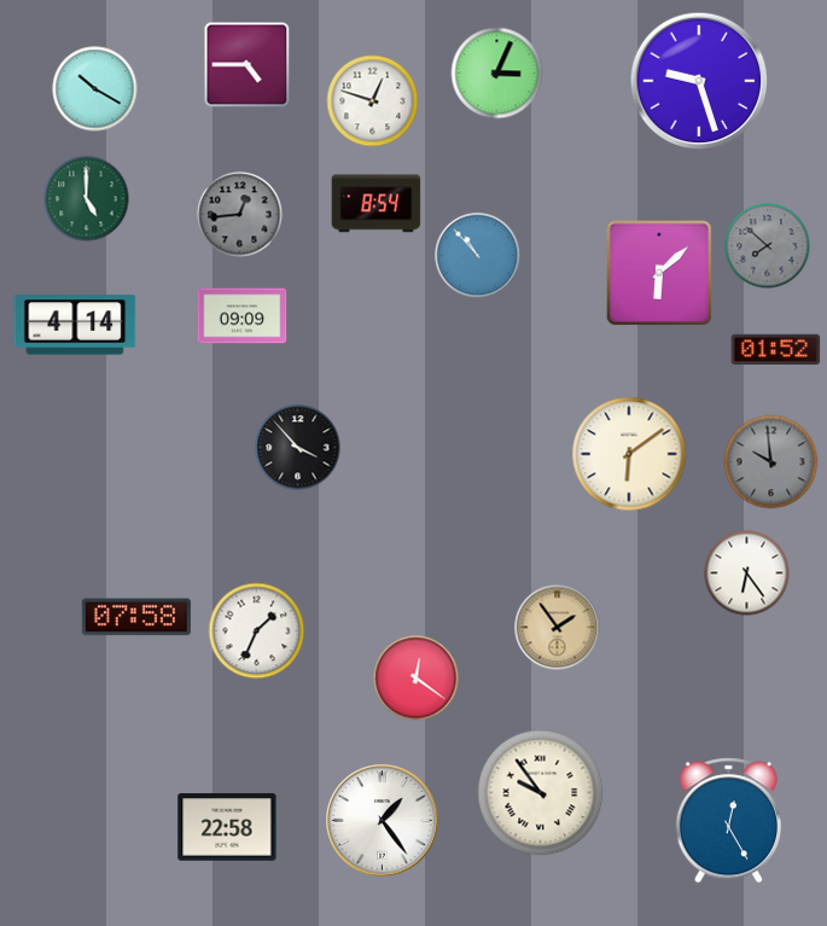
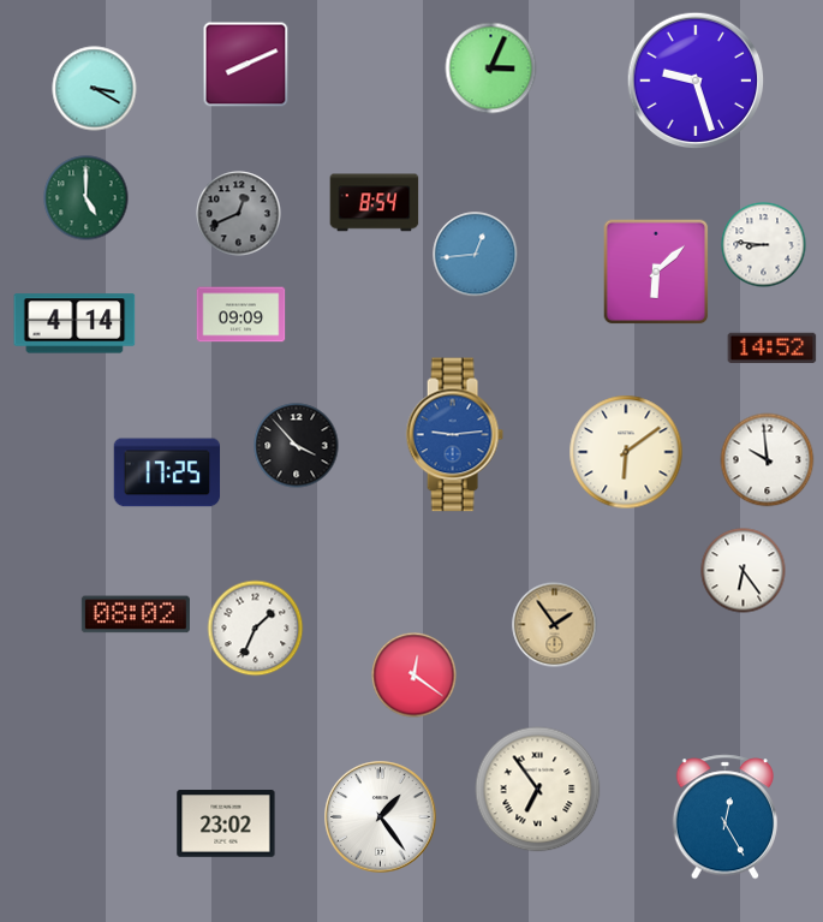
clock at (247, 65): 4:45 -> 8:11
clock at (497, 74) position: (497, 74) -> (491, 69)
clock at (95, 89): 10:20 -> 3:20
clock at (373, 101): 12:48 -> none
clock at (240, 215): 12:44 -> 12:41
clock at (768, 246): 7:52 -> 8:46
clock at (768, 246) dial: grey -> white
clock at (478, 256): 10:53 -> 12:44
clock at (776, 349): 01:52 -> 14:52
clock at (454, 435): none -> 9:14
clock at (771, 462) dial: grey -> white
clock at (167, 472): none -> 17:25
clock at (136, 617): 07:58 -> 08:02
clock at (541, 793): 9:54 -> 6:54
clock at (227, 827): 22:58 -> 23:02
